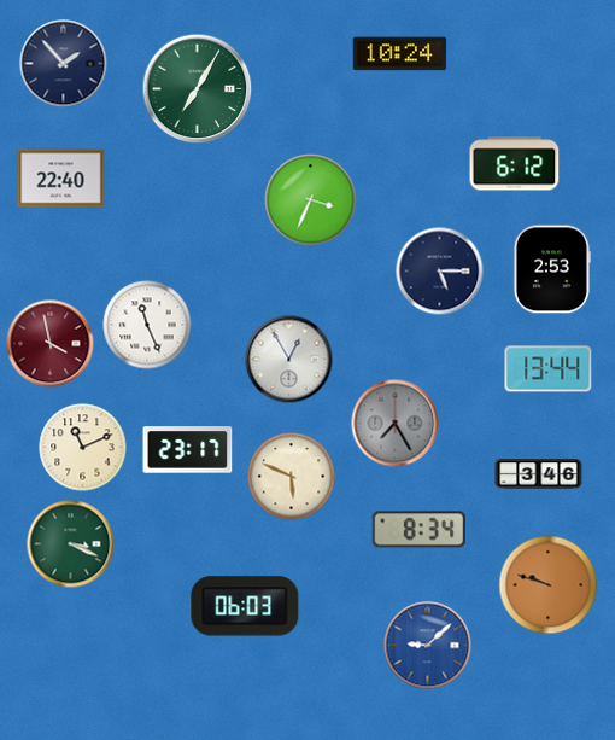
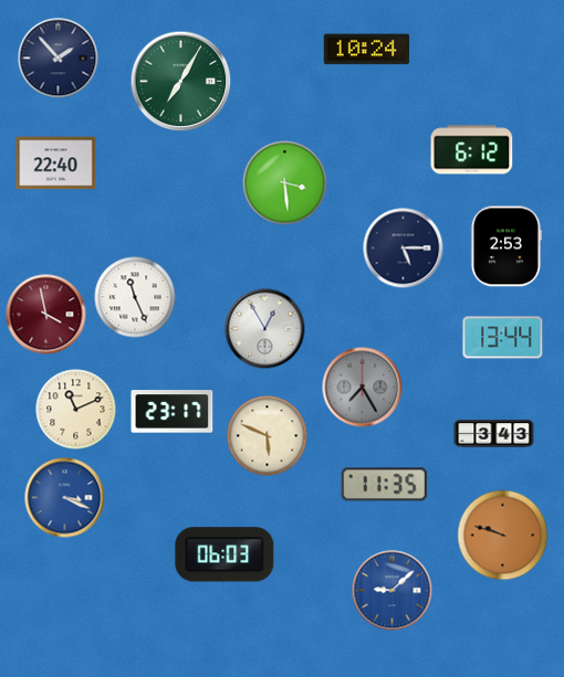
clock at (311, 200): 3:34 -> 3:29
clock at (539, 474): 3:46 -> 3:43
clock at (418, 530): 8:34 -> 11:35
clock at (71, 544) dial: green -> blue
